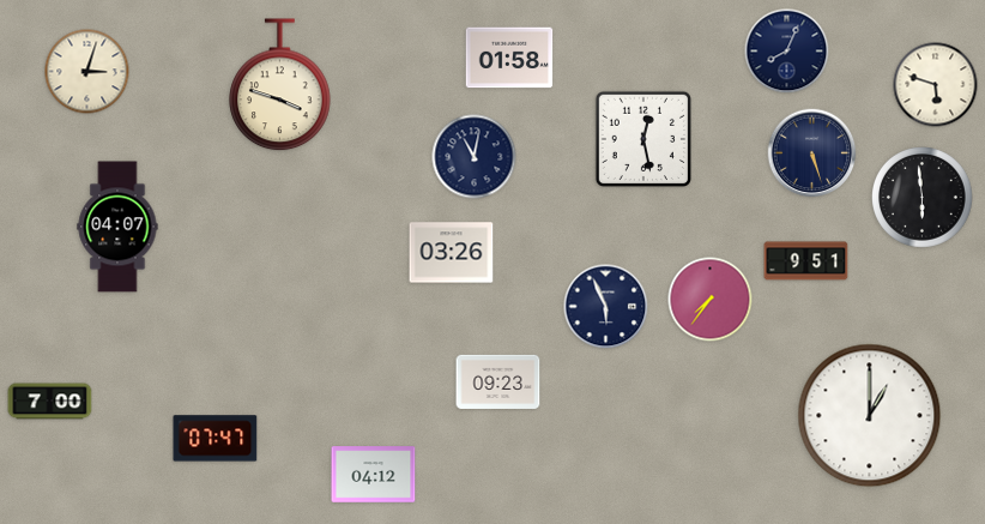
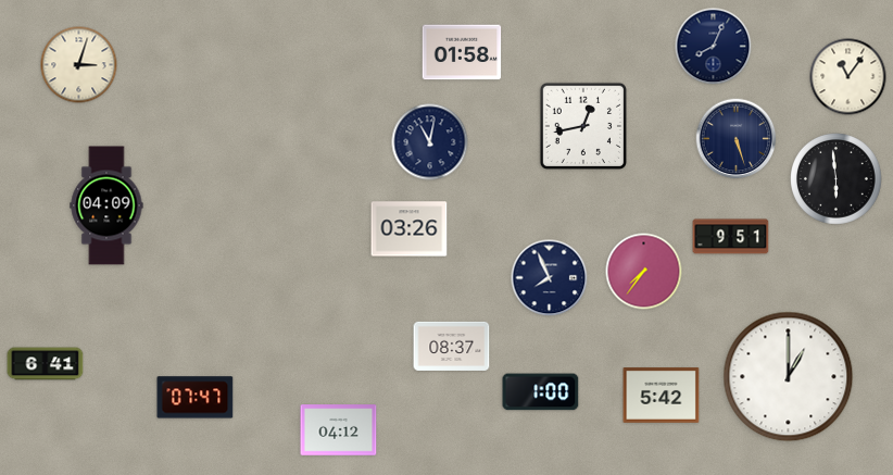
clock at (280, 85): 3:48 -> none
clock at (936, 85): 5:48 -> 11:06
clock at (643, 139): 12:28 -> 12:43
clock at (117, 227): 04:07 -> 04:09
clock at (606, 307): 5:56 -> 7:56
clock at (498, 381): 09:23 -> 08:37
clock at (50, 402): 7:00 -> 6:41
clock at (541, 392): none -> 1:00
clock at (662, 396): none -> 5:42
